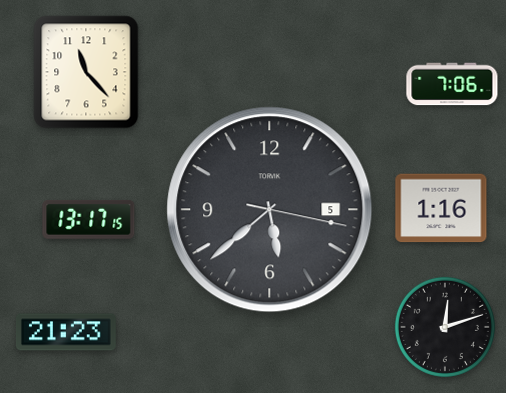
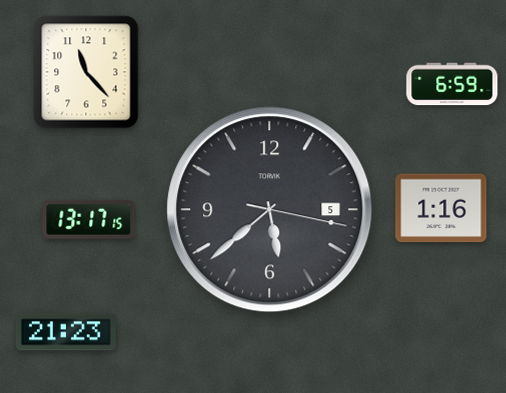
clock at (452, 84): 7:06 -> 6:59
clock at (445, 327): 12:12 -> none
